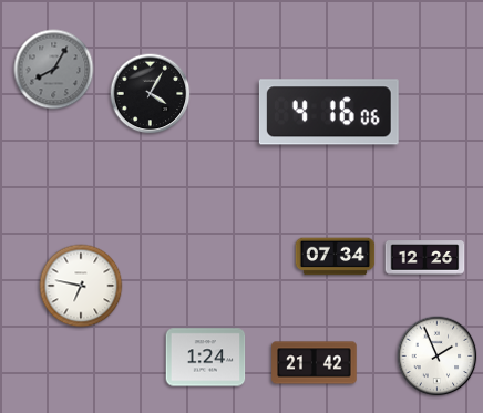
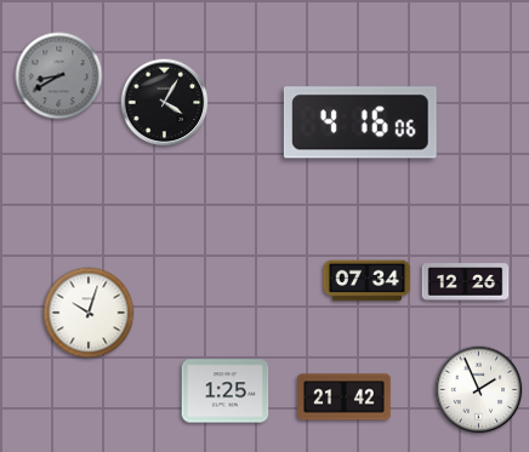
clock at (54, 70): 8:05 -> 8:40
clock at (81, 286): 6:47 -> 10:03
clock at (206, 358): 1:24 -> 1:25
